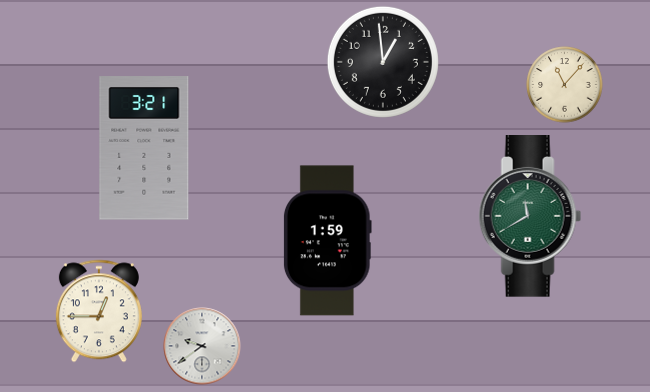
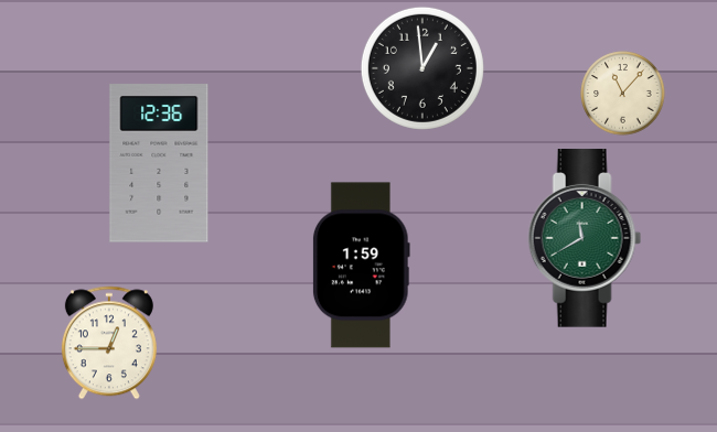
clock at (144, 148): 3:21 -> 12:36
clock at (202, 346): 9:39 -> none
